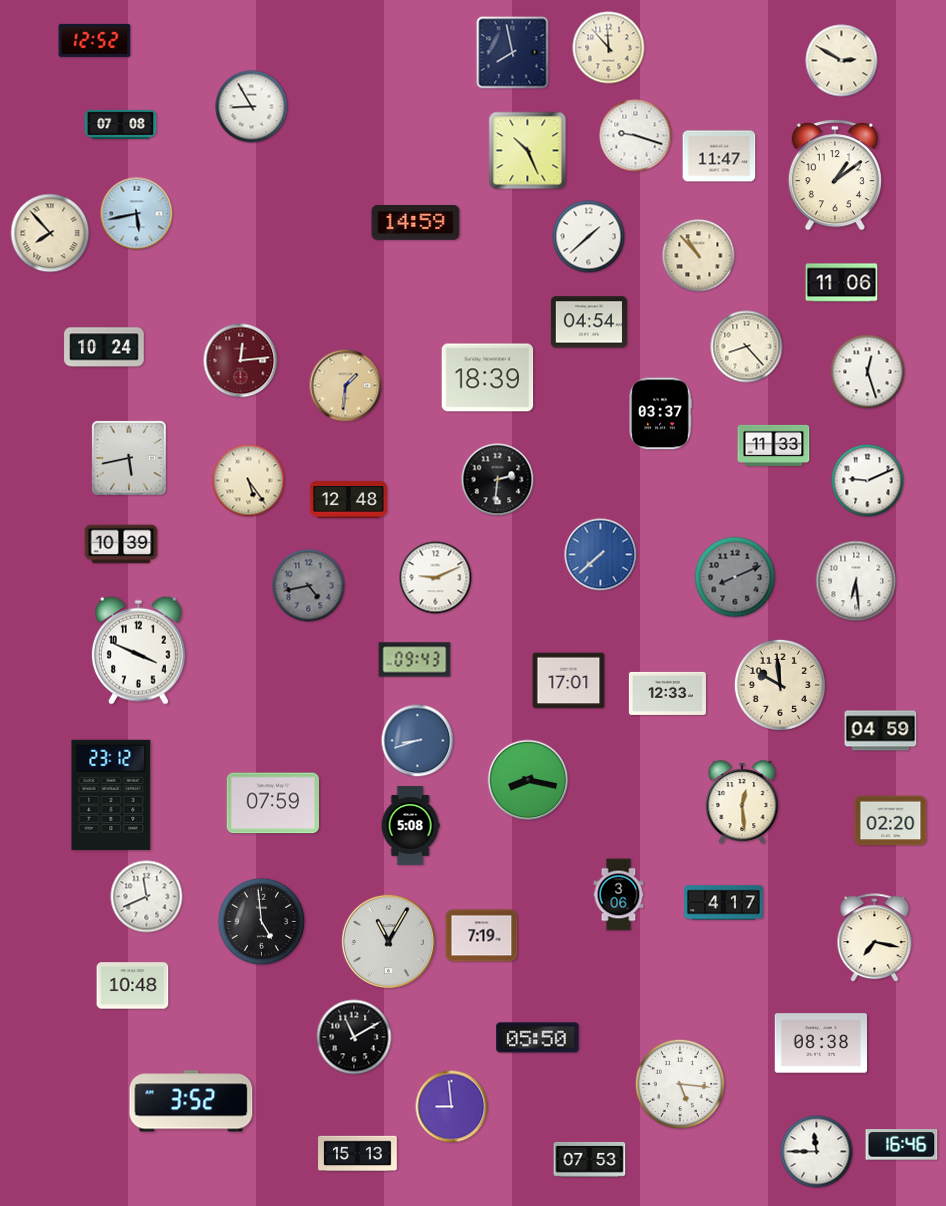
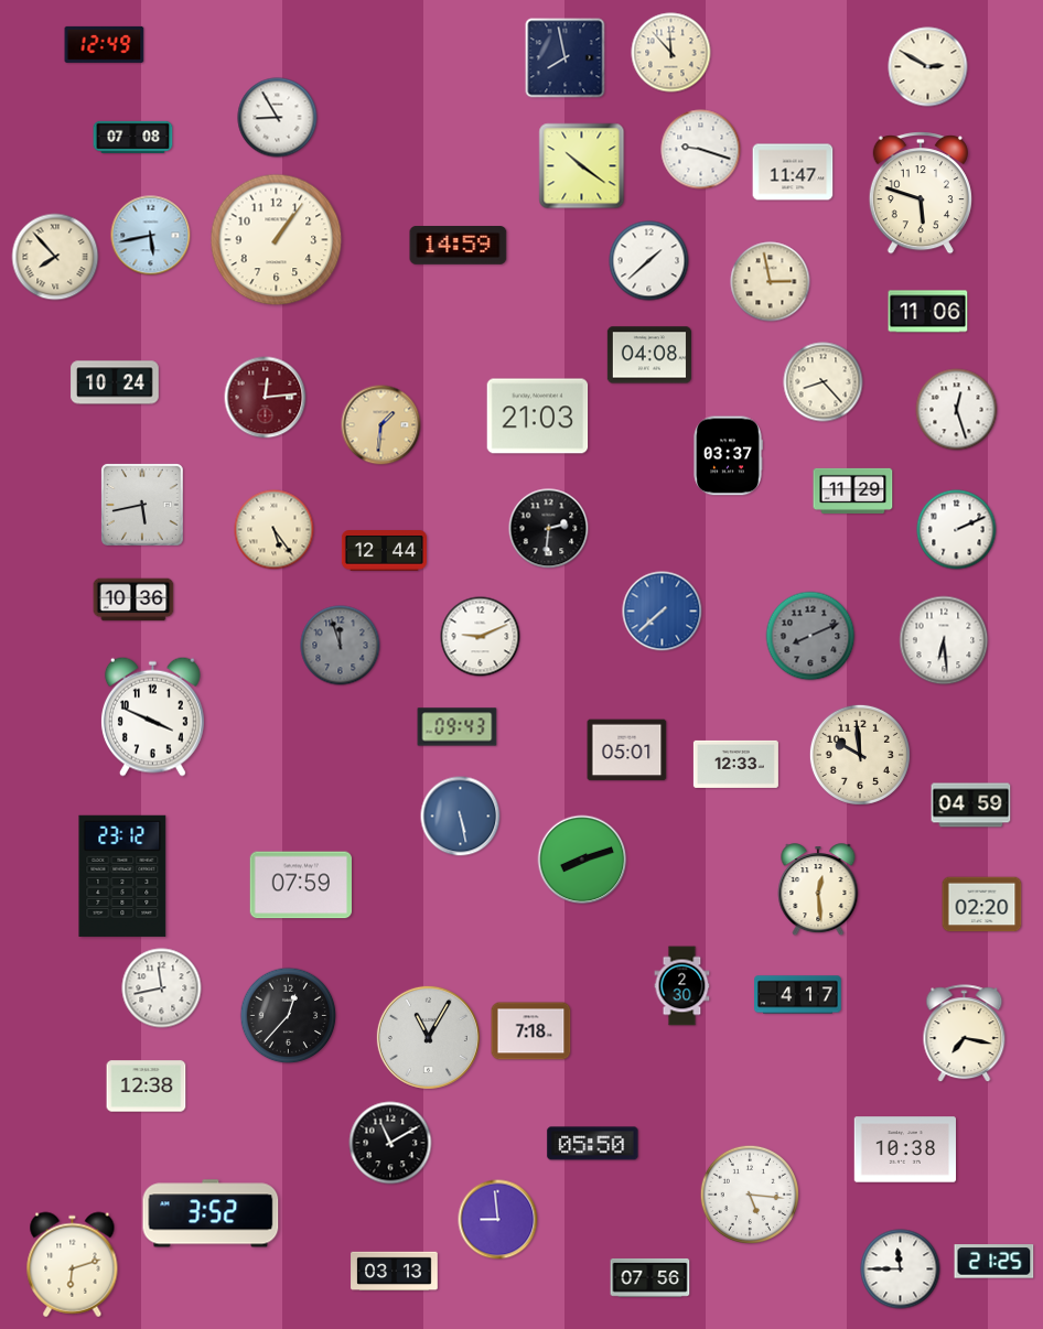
clock at (95, 40): 12:52 -> 12:49
clock at (528, 151): 10:26 -> 10:21
clock at (835, 176): 1:09 -> 5:48
clock at (277, 240): none -> 1:06
clock at (699, 256): 10:53 -> 2:58
clock at (589, 322): 04:54 -> 04:08
clock at (488, 378): 18:39 -> 21:03
clock at (774, 445): 11:33 -> 11:29
clock at (868, 481): 9:11 -> 2:11
clock at (348, 500): 12:48 -> 12:44
clock at (121, 544): 10:39 -> 10:36
clock at (309, 586): 4:43 -> 11:57
clock at (569, 681): 17:01 -> 05:01
clock at (418, 741): 8:42 -> 5:28
clock at (528, 780): 8:17 -> 8:12
clock at (742, 803) position: (742, 803) -> (818, 890)
clock at (410, 826): 5:08 -> none
clock at (619, 895): 3:06 -> 2:30
clock at (147, 897): 11:41 -> 11:43
clock at (262, 922): 4:59 -> 12:37
clock at (482, 936): 7:19 -> 7:18
clock at (133, 986): 10:48 -> 12:38
clock at (821, 1043): 08:38 -> 10:38
clock at (902, 1145): 16:46 -> 21:25
clock at (73, 1265): none -> 6:12
clock at (358, 1154): 15:13 -> 03:13
clock at (590, 1159): 07:53 -> 07:56
